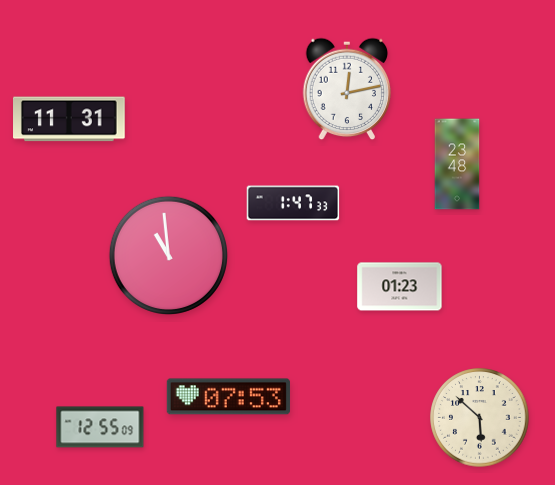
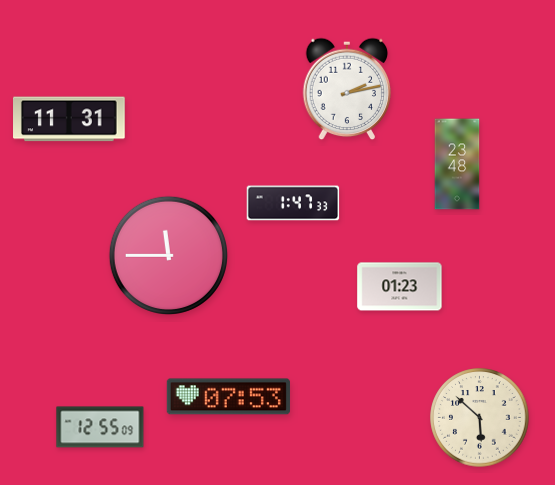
clock at (347, 89): 12:13 -> 2:13
clock at (168, 255): 10:59 -> 11:45
